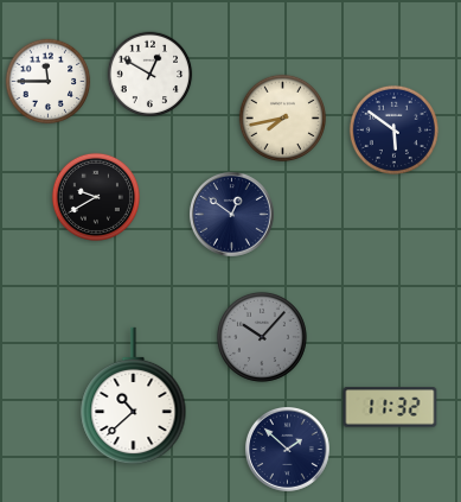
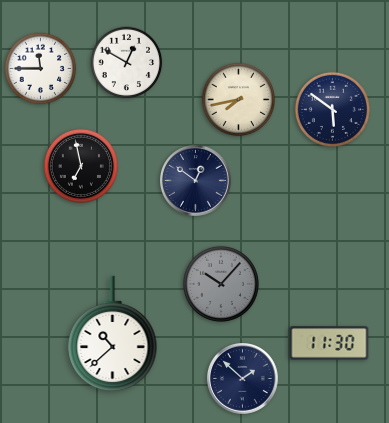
clock at (96, 197): 9:40 -> 6:58
clock at (390, 407): 11:32 -> 11:30
